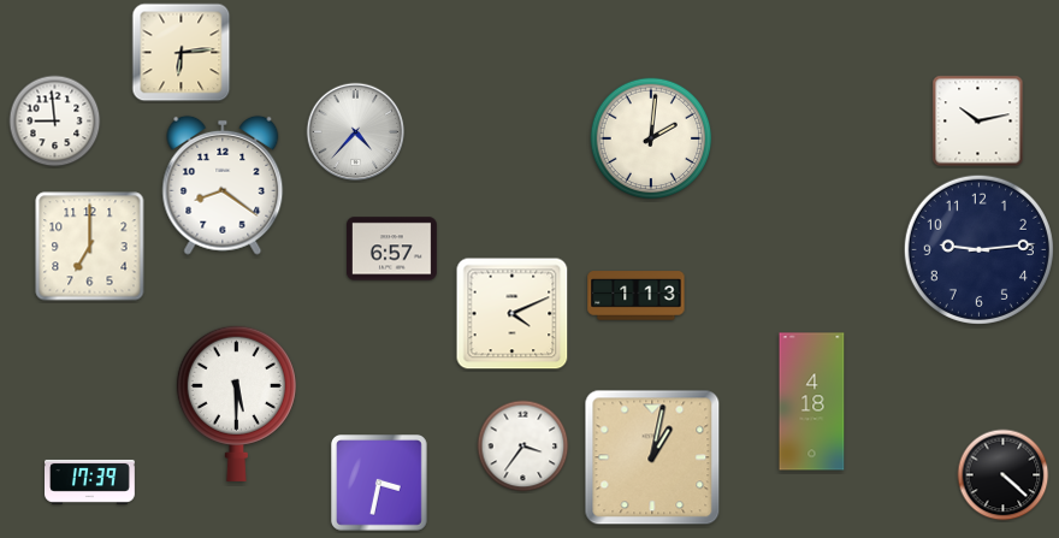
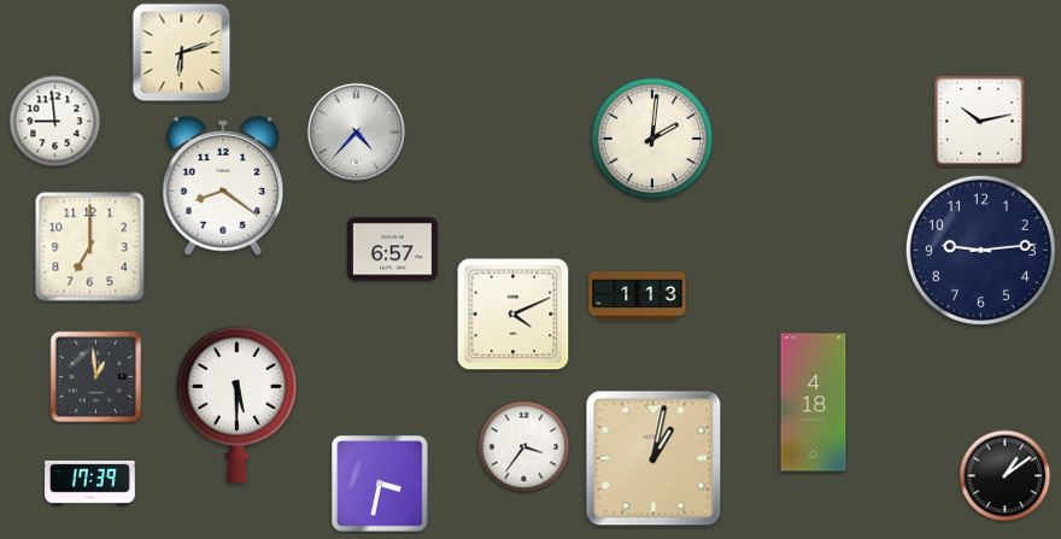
clock at (182, 53): 6:14 -> 6:12
clock at (96, 377): none -> 12:59
clock at (1004, 475): 4:22 -> 1:09
